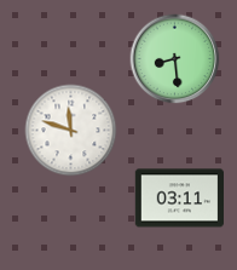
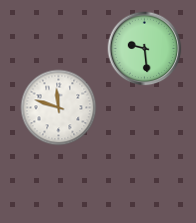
clock at (175, 59): 8:29 -> 9:29
clock at (180, 199): 03:11 -> none
